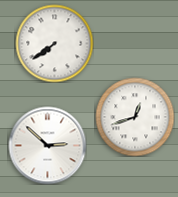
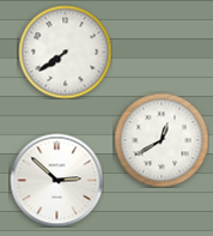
clock at (135, 117): 12:42 -> 12:40
clock at (47, 145) position: (47, 145) -> (56, 180)
